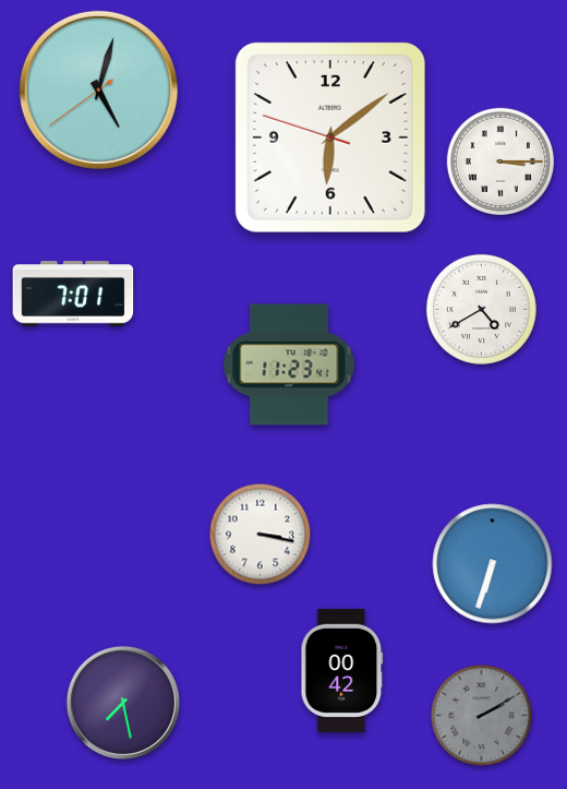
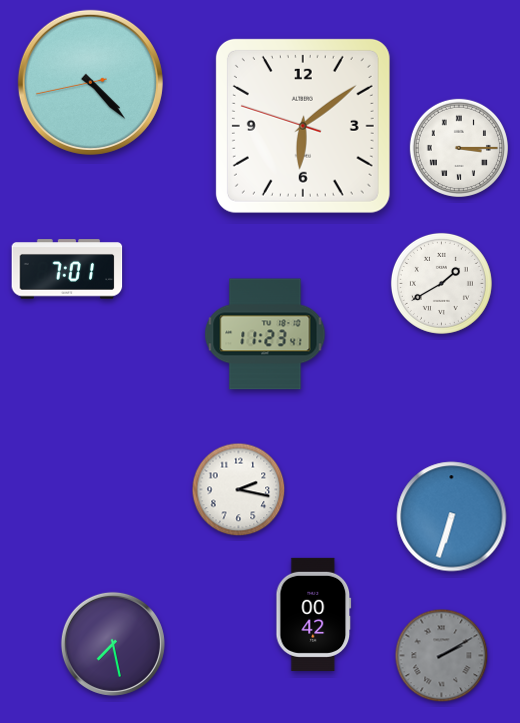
clock at (98, 89): 5:02 -> 4:22
clock at (481, 309): 4:40 -> 1:40
clock at (261, 535): 3:17 -> 2:17
